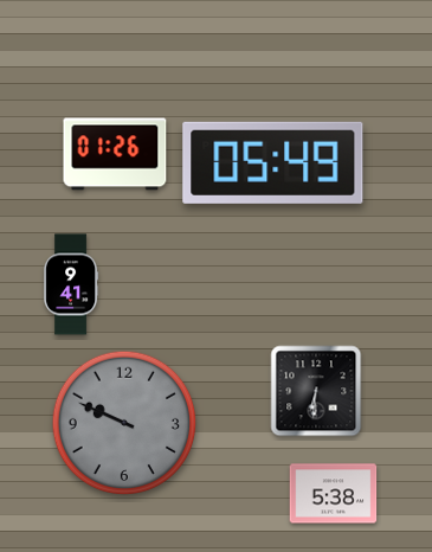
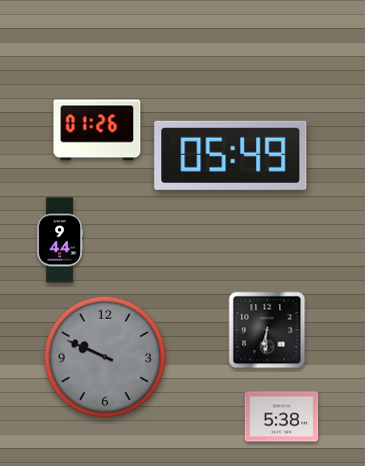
clock at (273, 162) position: (273, 162) -> (231, 155)
clock at (71, 284): 9:41 -> 9:44
